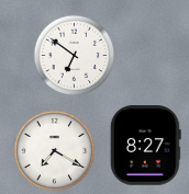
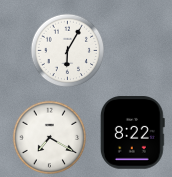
clock at (75, 56): 6:51 -> 6:05
clock at (145, 146): 8:27 -> 8:22
